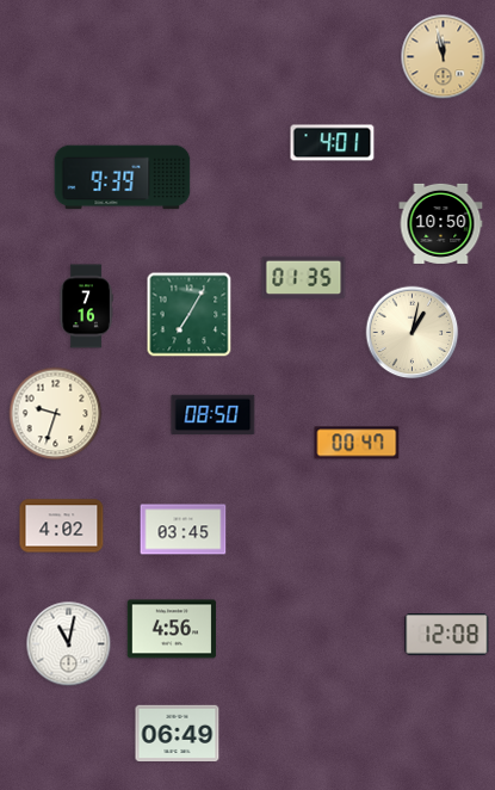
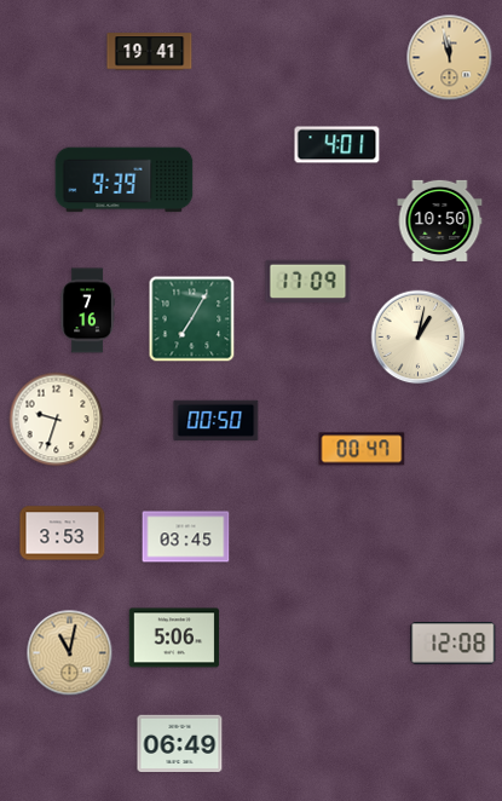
clock at (150, 52): none -> 19:41
clock at (441, 223) position: (441, 223) -> (440, 220)
clock at (304, 278): 01:35 -> 17:09
clock at (214, 414): 08:50 -> 00:50
clock at (62, 526): 4:02 -> 3:53
clock at (172, 629): 4:56 -> 5:06
clock at (69, 644) dial: white -> champagne
